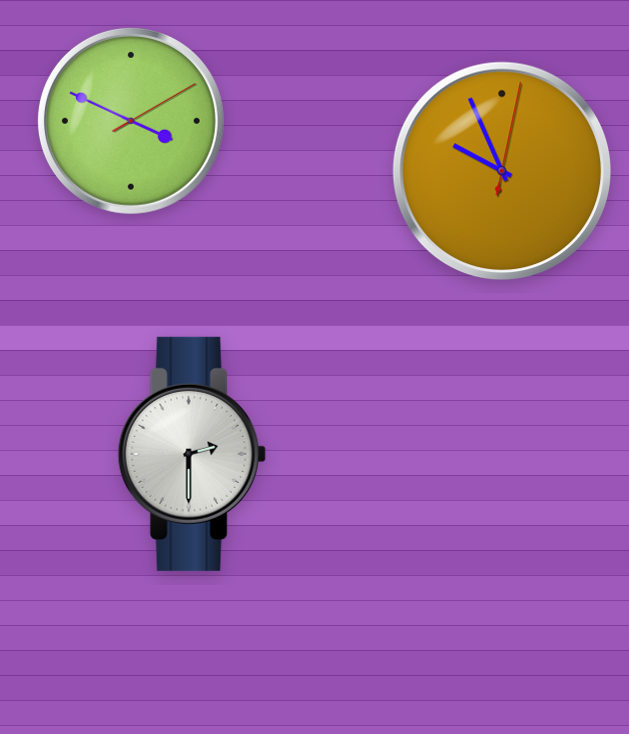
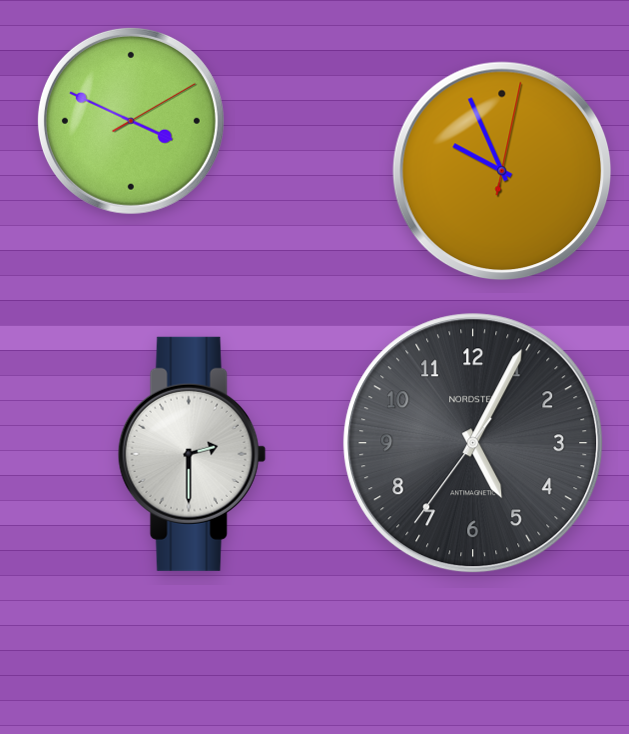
clock at (473, 443): none -> 5:04
